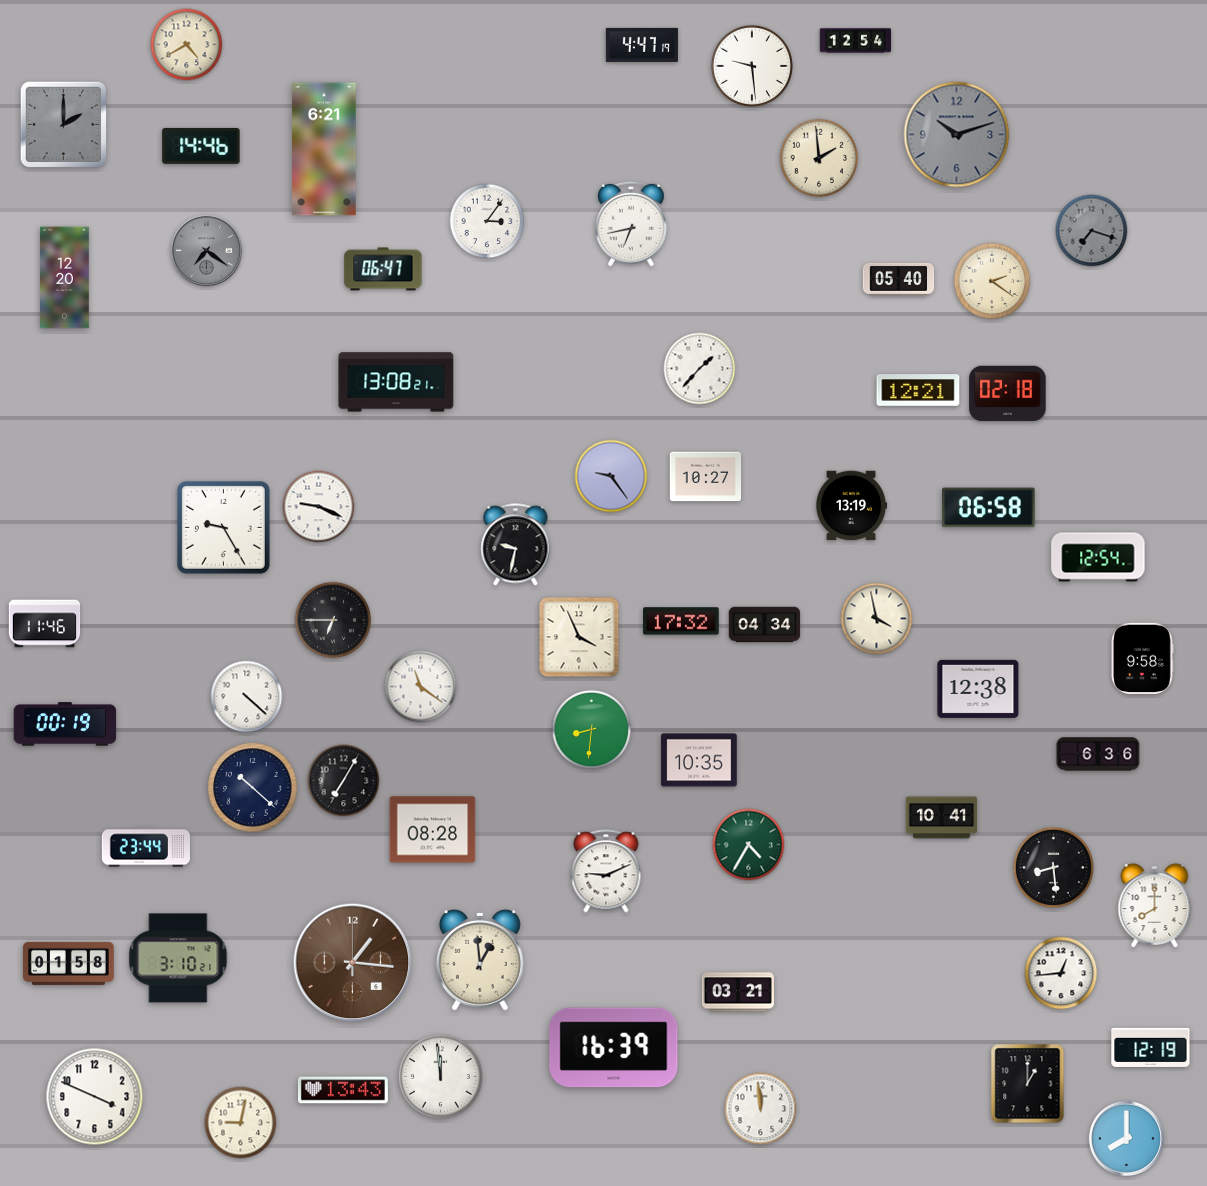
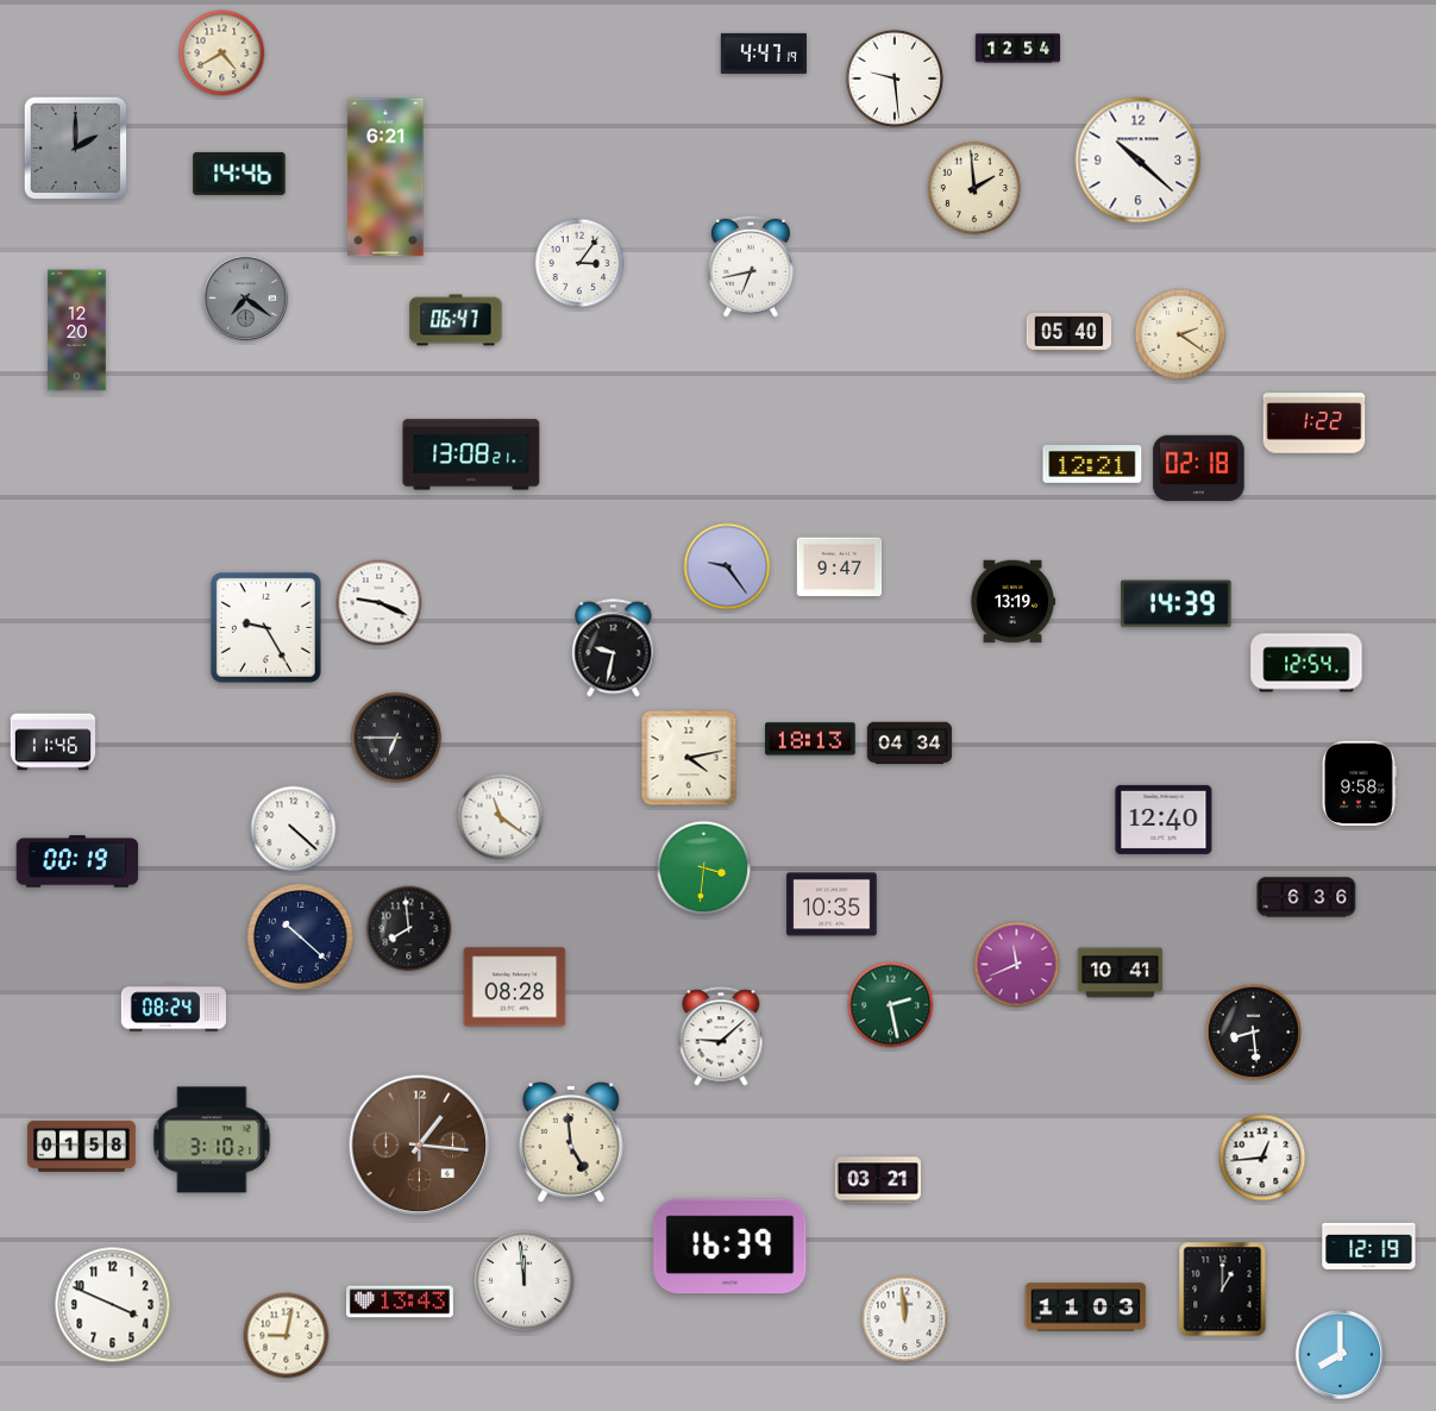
clock at (957, 135): 10:12 -> 10:22
clock at (957, 135) dial: grey -> white
clock at (1092, 231): 7:18 -> none
clock at (1315, 424): none -> 1:22
clock at (700, 369): 1:37 -> none
clock at (706, 477): 10:27 -> 9:47
clock at (989, 508): 06:58 -> 14:39
clock at (877, 619): 3:58 -> none
clock at (681, 621): 17:32 -> 18:13
clock at (579, 637): 3:56 -> 4:13
clock at (978, 689): 12:38 -> 12:40
clock at (592, 730): 8:31 -> 3:31
clock at (344, 781): 7:05 -> 7:59
clock at (1017, 965): none -> 11:41
clock at (749, 845): 4:35 -> 2:28
clock at (146, 847): 23:44 -> 08:24
clock at (606, 871): 9:11 -> 9:08
clock at (1155, 906): 8:00 -> none
clock at (480, 960): 12:59 -> 4:59
clock at (343, 1090) position: (343, 1090) -> (400, 1302)
clock at (1086, 1307): none -> 11:03
